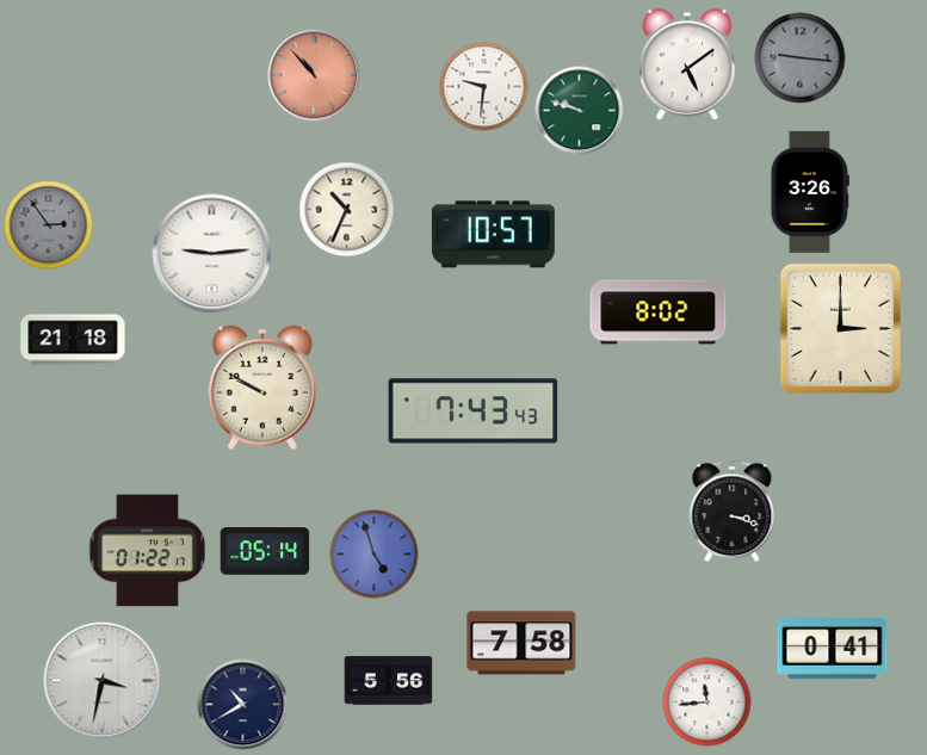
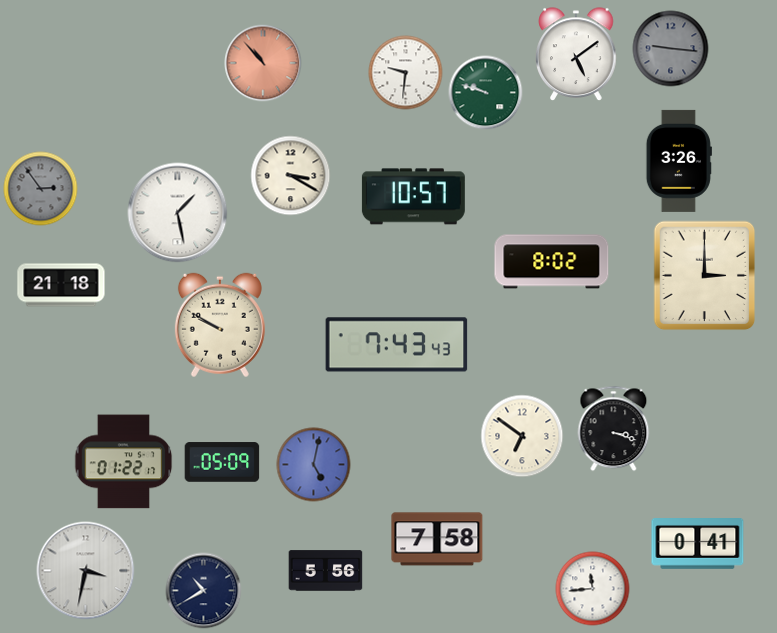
clock at (347, 210): 10:34 -> 3:20
clock at (212, 254): 9:14 -> 1:28
clock at (522, 436): none -> 6:51
clock at (265, 551): 05:14 -> 05:09
clock at (375, 555): 4:57 -> 5:02
